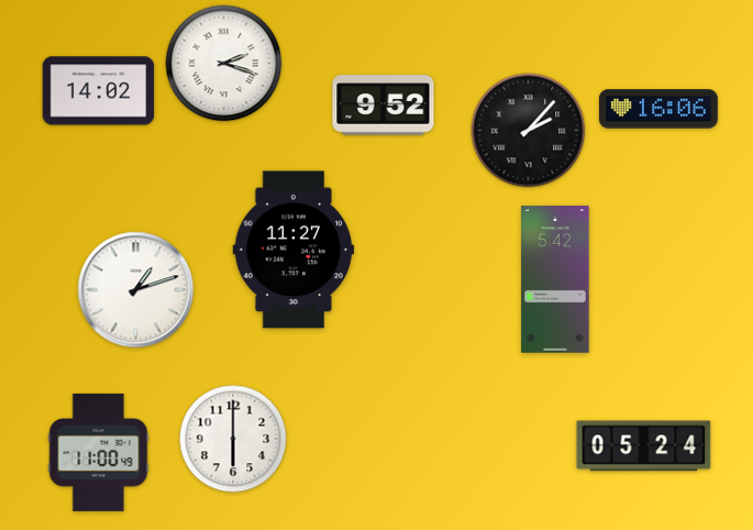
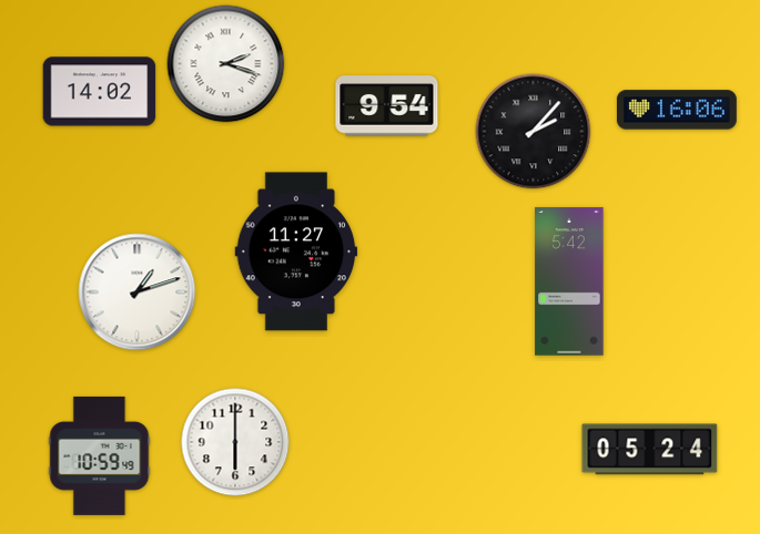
clock at (384, 106): 9:52 -> 9:54
clock at (658, 109) position: (658, 109) -> (677, 110)
clock at (555, 279) position: (555, 279) -> (569, 281)
clock at (99, 452): 11:00 -> 10:59
